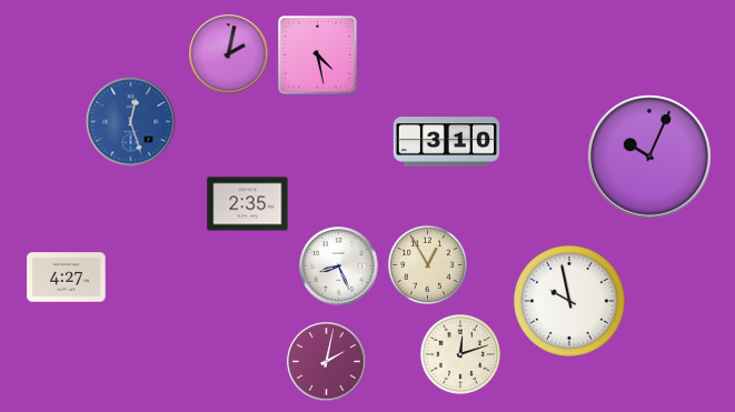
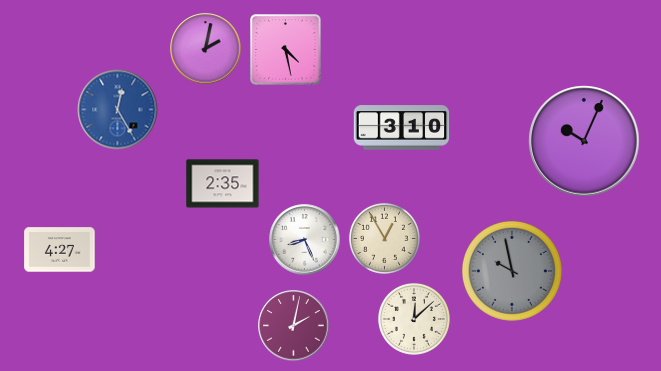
clock at (131, 122): 12:27 -> 12:25
clock at (569, 301) dial: white -> grey
clock at (460, 354): 12:12 -> 12:08
